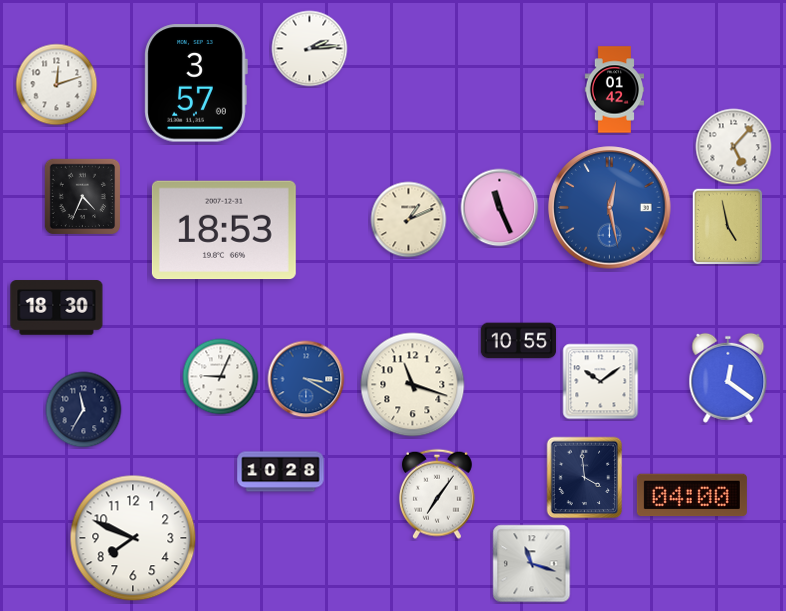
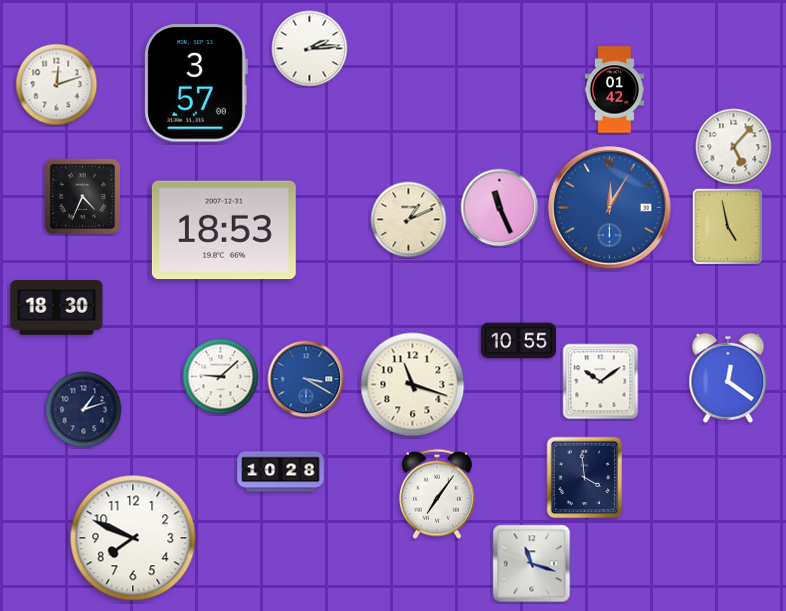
clock at (610, 208): 12:28 -> 12:05
clock at (221, 377): 9:04 -> 9:08
clock at (84, 410): 11:35 -> 1:12
clock at (692, 495): 04:00 -> none
